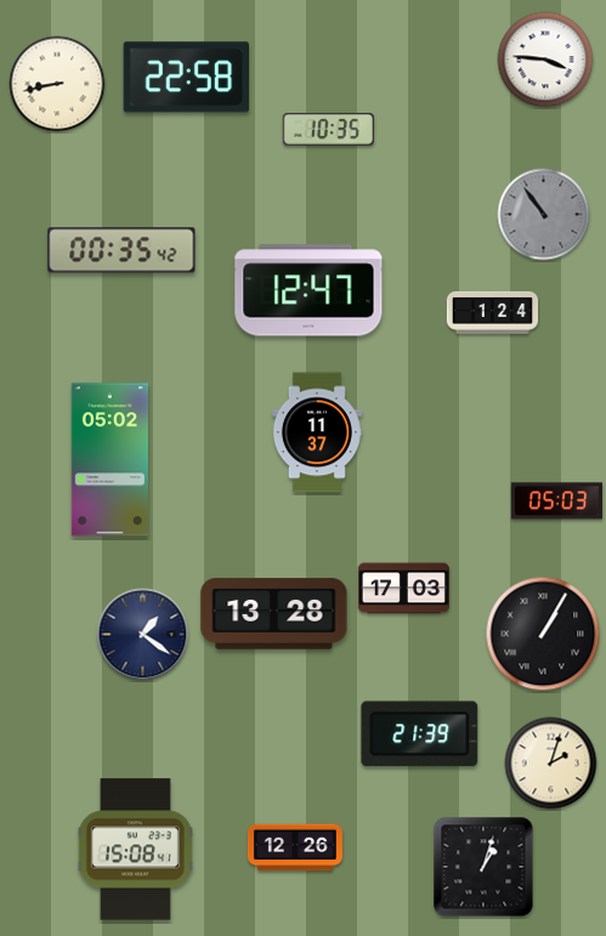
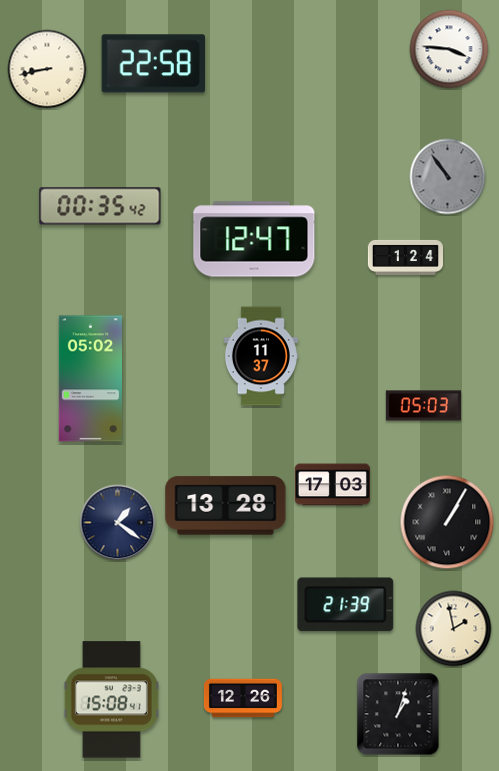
clock at (328, 130): 10:35 -> none
clock at (556, 501) position: (556, 501) -> (423, 406)
clock at (551, 764): 2:03 -> 1:58
